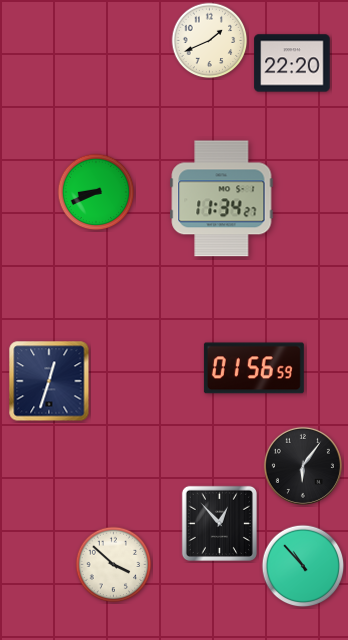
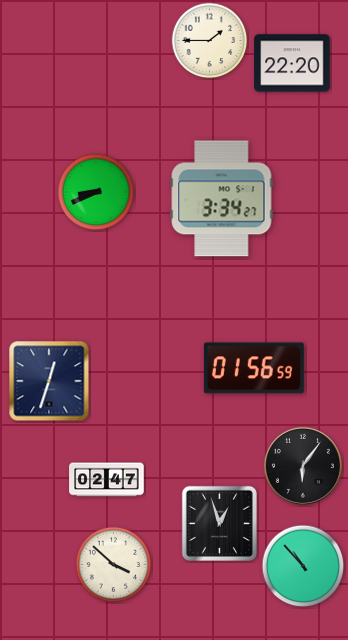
clock at (210, 41): 1:41 -> 1:45
clock at (222, 199): 11:34 -> 3:34
clock at (107, 480): none -> 02:47
clock at (219, 523): 12:53 -> 12:57
